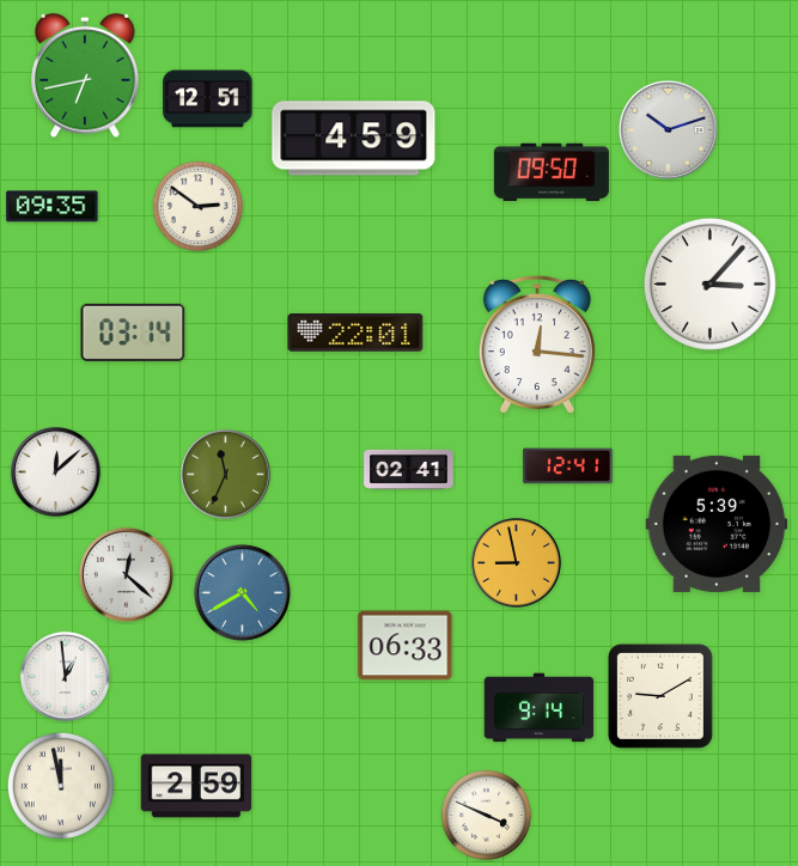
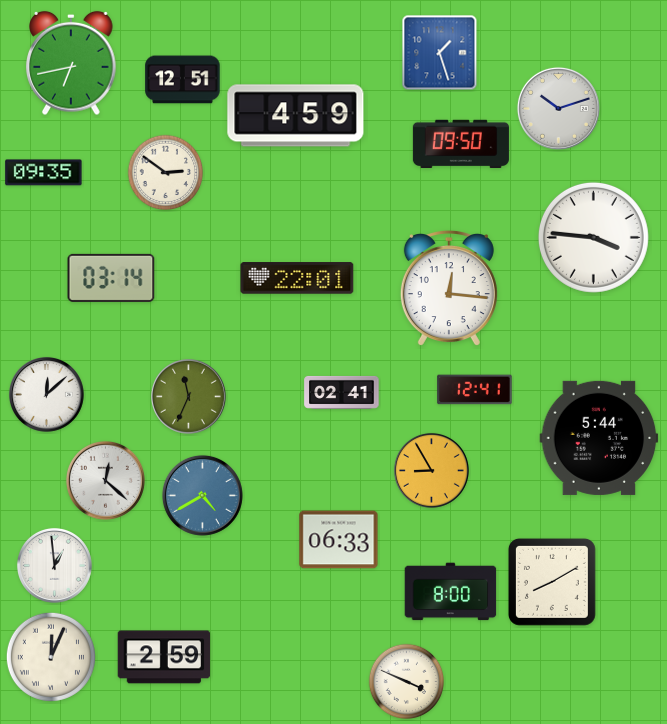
clock at (440, 53): none -> 1:27
clock at (208, 99) position: (208, 99) -> (183, 80)
clock at (709, 283): 3:07 -> 3:46
clock at (717, 524): 5:39 -> 5:44
clock at (516, 562): 8:58 -> 8:55
clock at (660, 696): 9:10 -> 8:10
clock at (540, 708): 9:14 -> 8:00
clock at (61, 786): 11:58 -> 12:04
